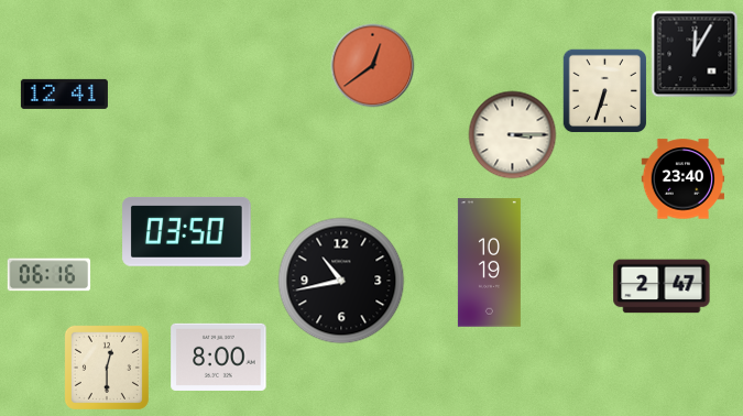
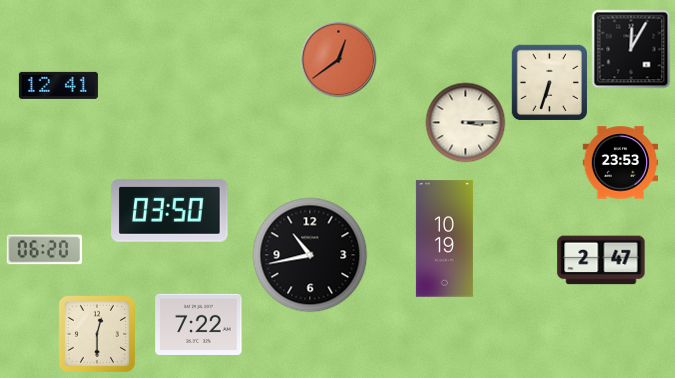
clock at (684, 179): 23:40 -> 23:53
clock at (50, 275): 06:16 -> 06:20
clock at (219, 357): 8:00 -> 7:22
